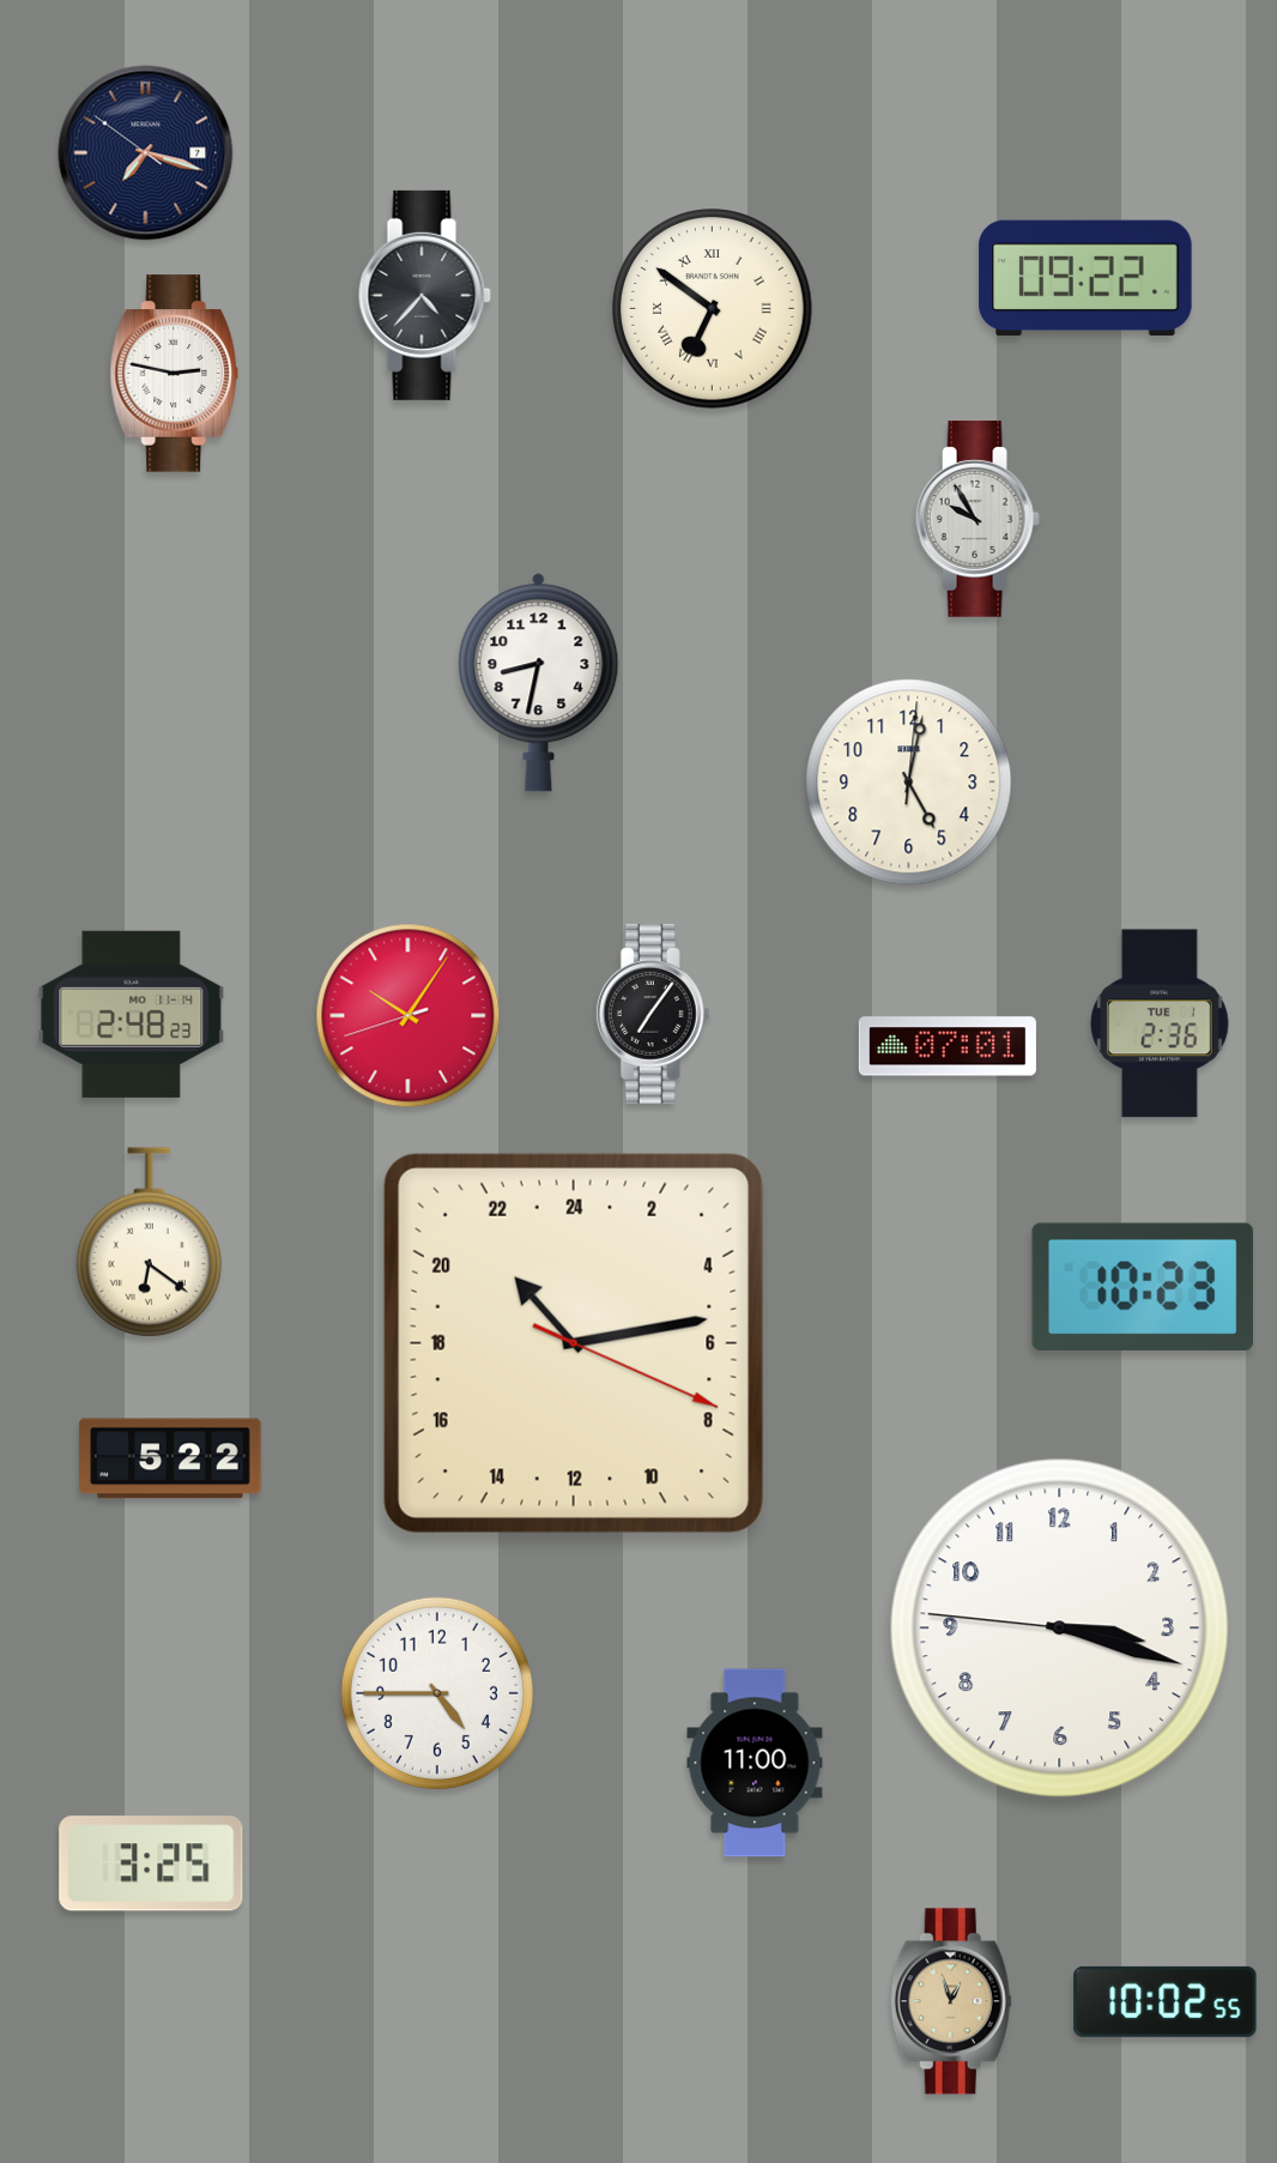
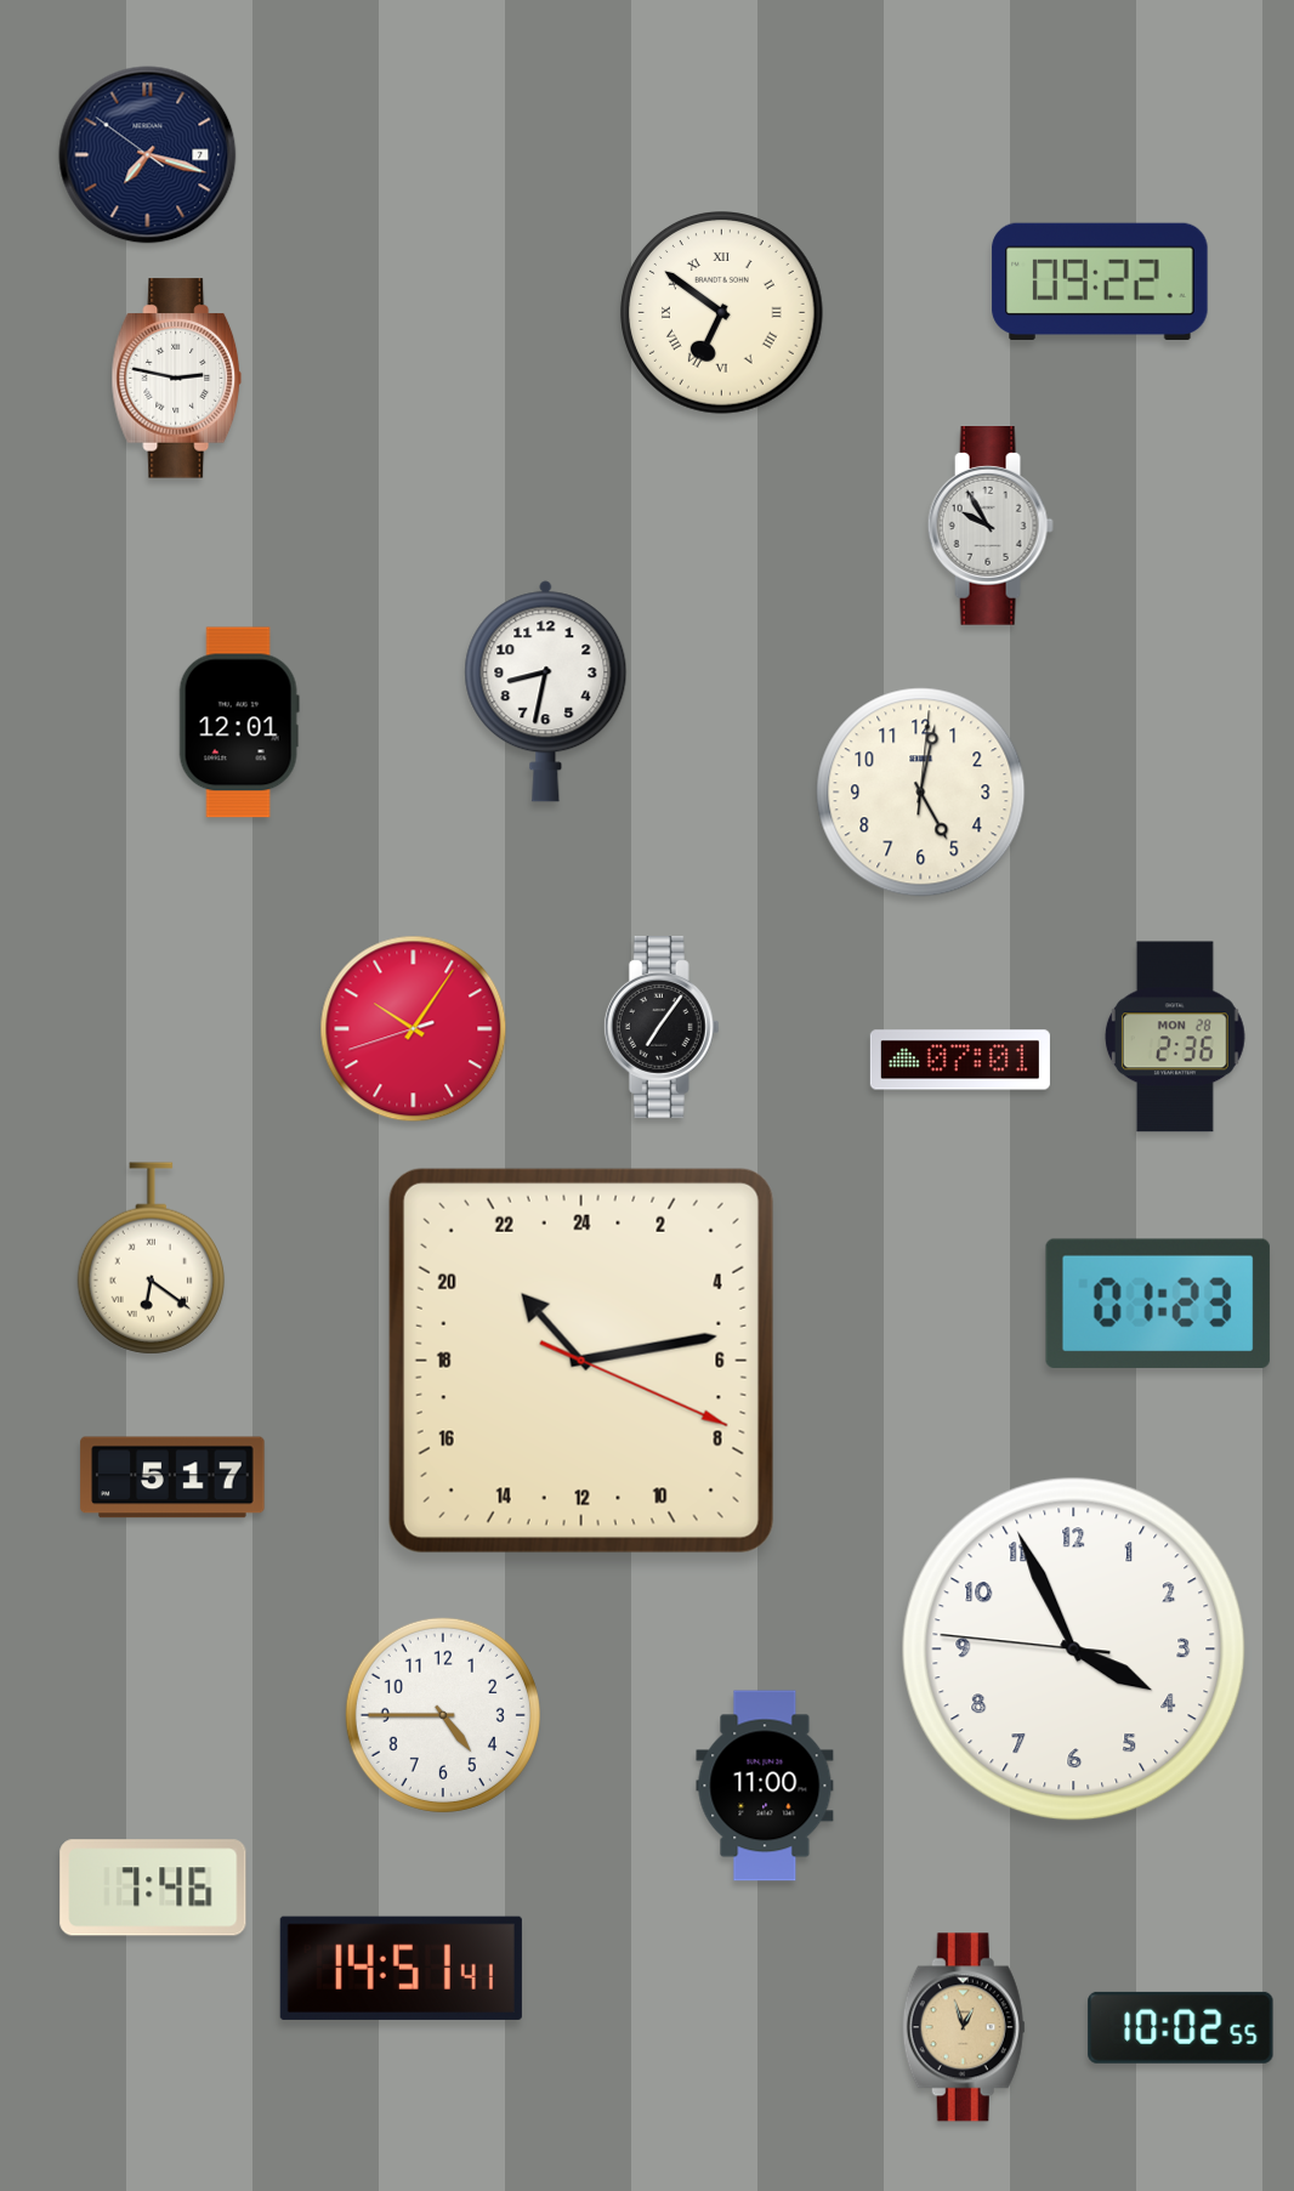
clock at (424, 295): 4:37 -> none
clock at (239, 722): none -> 12:01
clock at (132, 1014): 2:48 -> none
clock at (1160, 1023) date: TUE 1 -> MON 28
clock at (1143, 1287): 10:23 -> 01:23
clock at (170, 1458): 5:22 -> 5:17
clock at (1060, 1629): 3:17 -> 3:55
clock at (151, 1863): 3:25 -> 7:46
clock at (401, 1968): none -> 14:51
